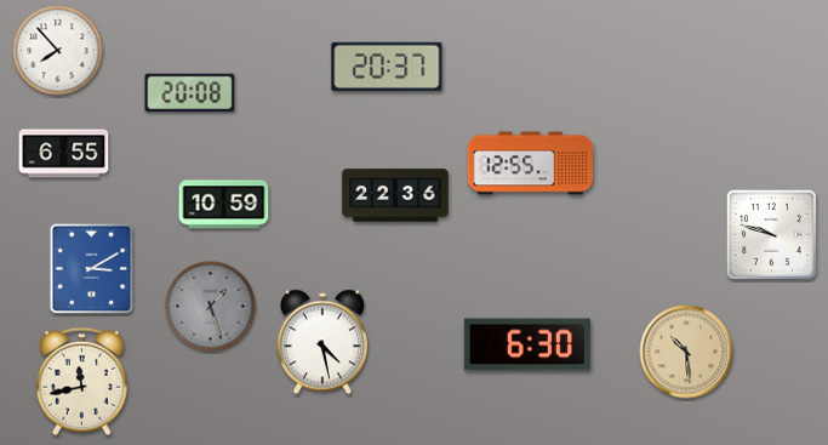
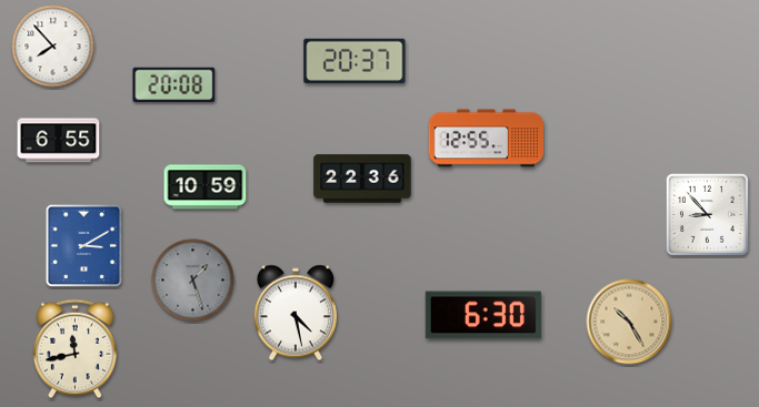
clock at (530, 164) position: (530, 164) -> (486, 139)
clock at (771, 234): 9:48 -> 8:53
clock at (686, 352): 10:29 -> 10:25
